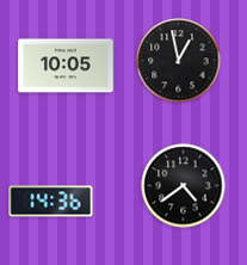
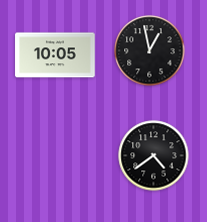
clock at (51, 202): 14:36 -> none
